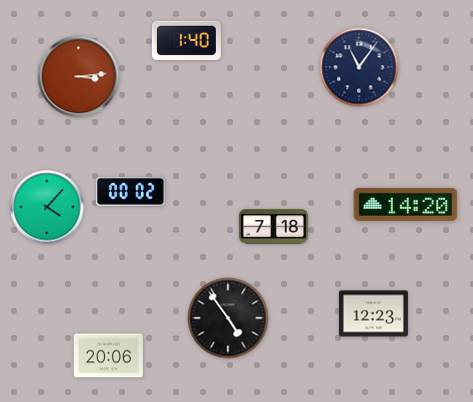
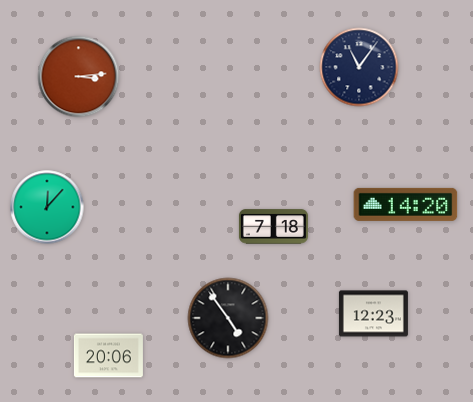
clock at (186, 40): 1:40 -> none
clock at (130, 191): 00:02 -> none
clock at (47, 207): 4:07 -> 12:07
